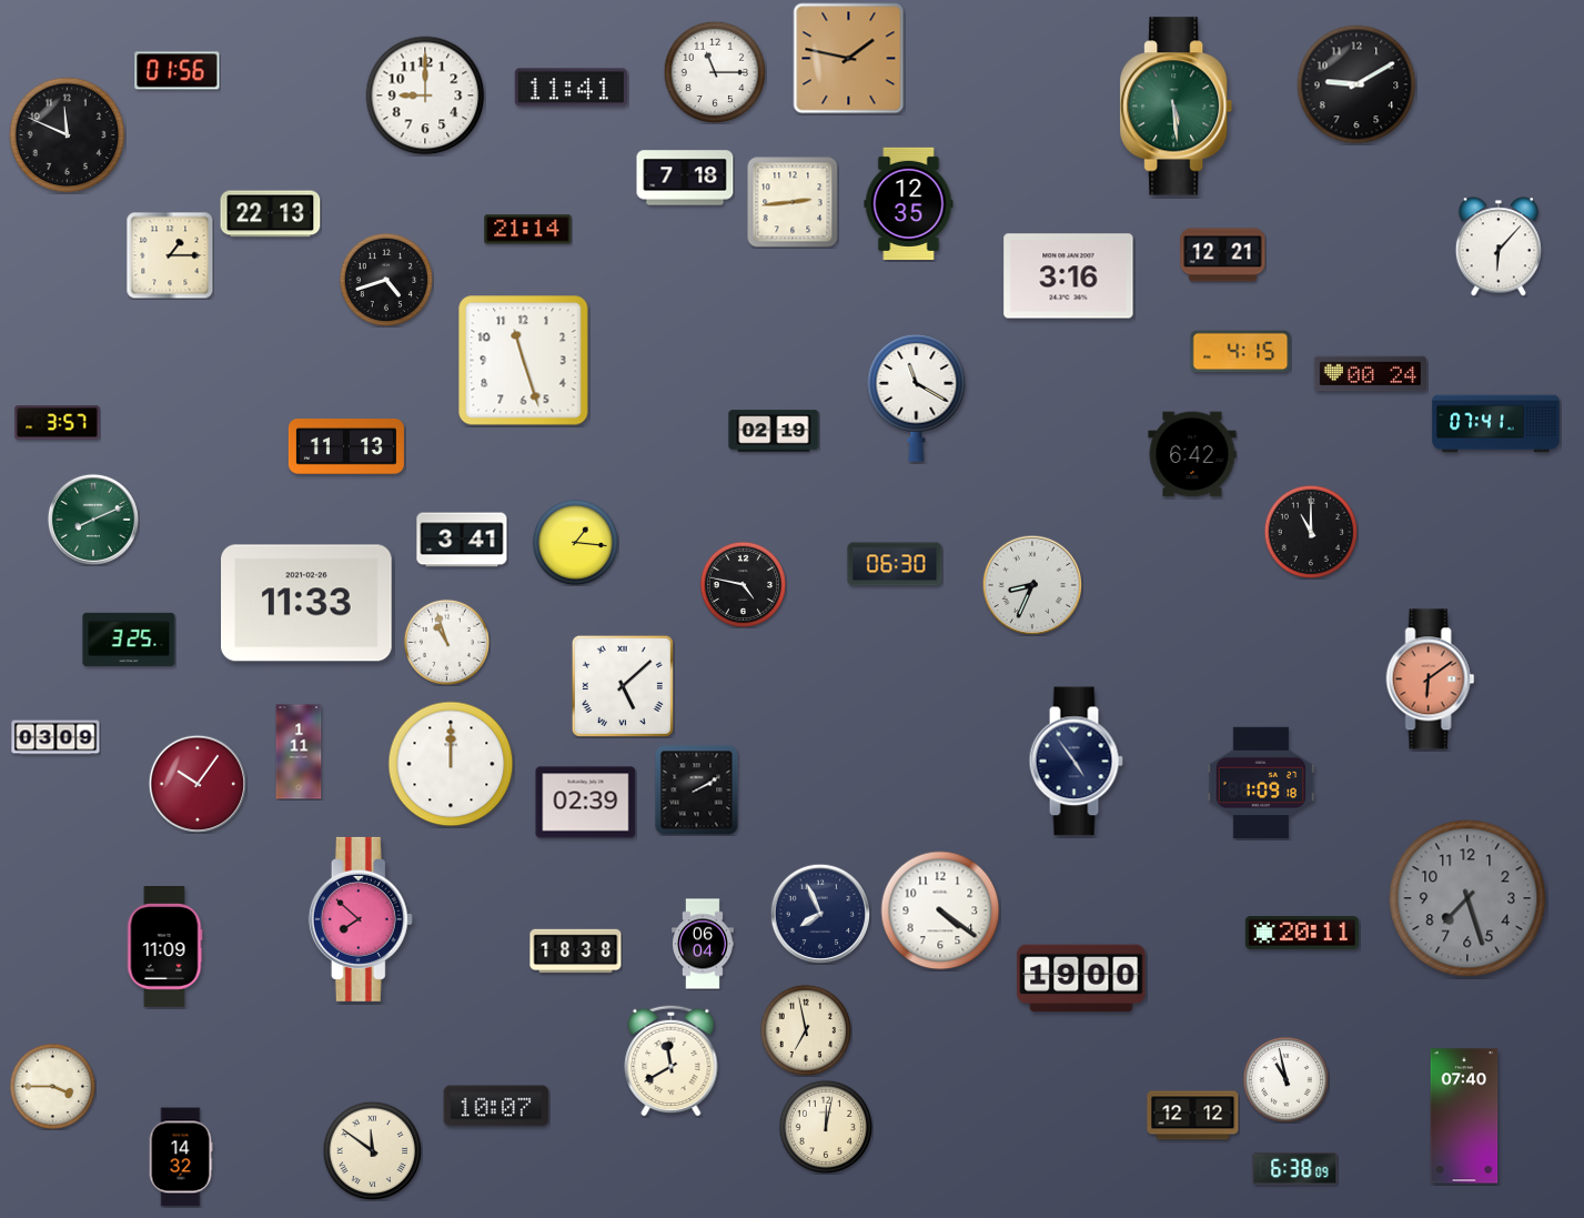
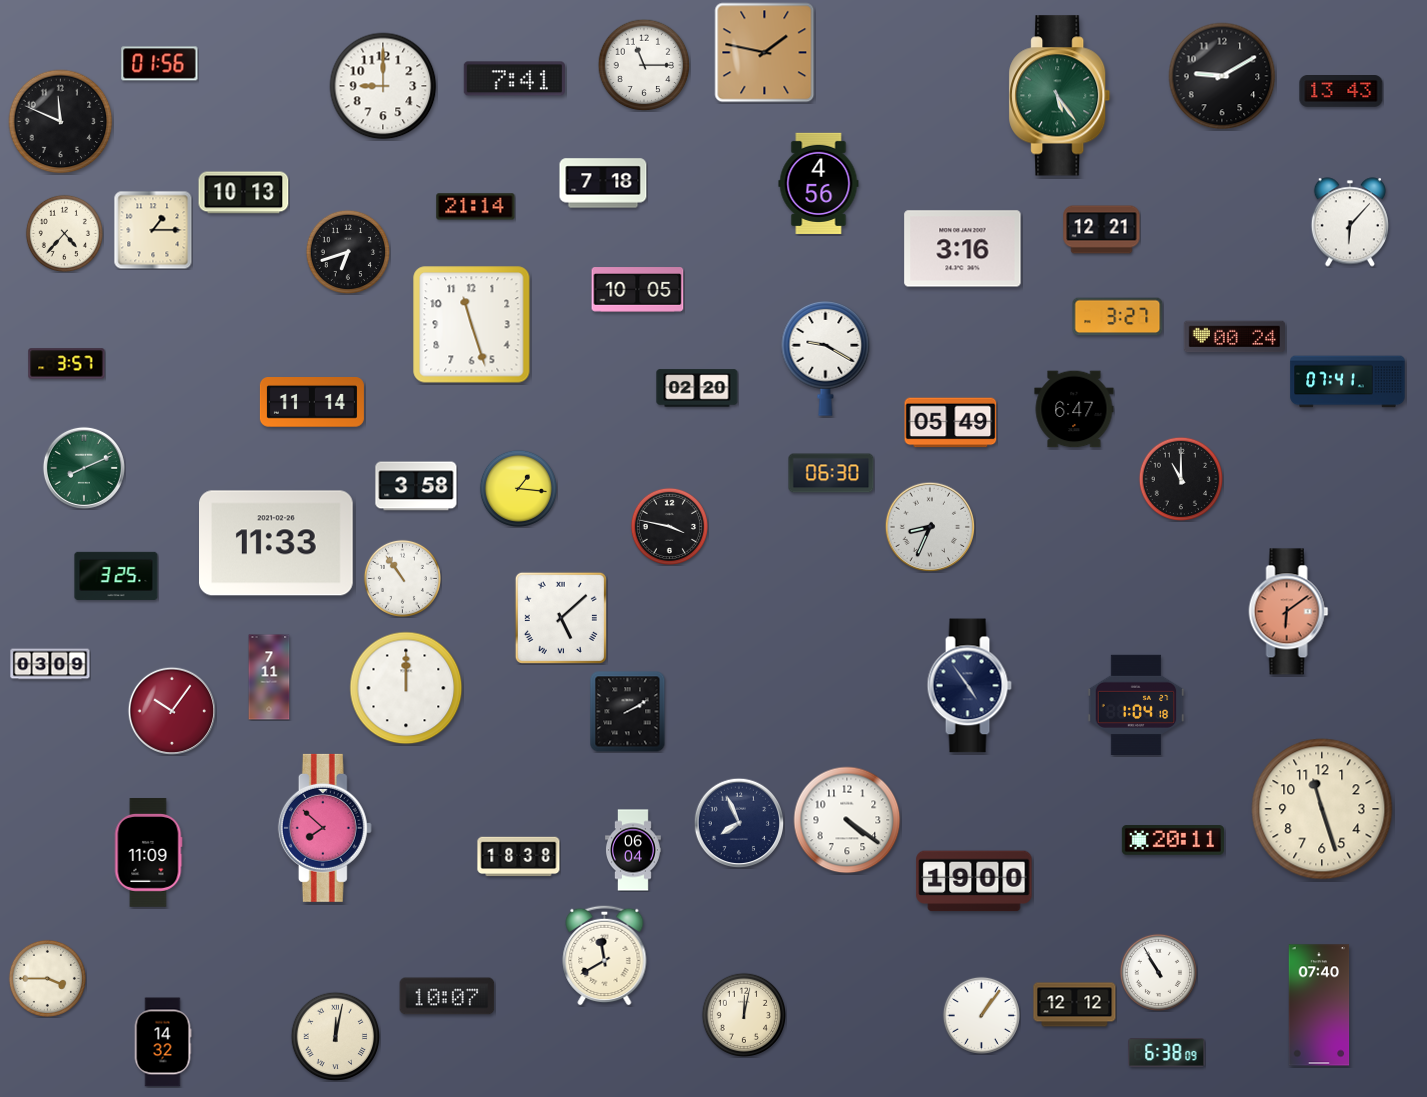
clock at (571, 88): 11:41 -> 7:41
clock at (1341, 92): none -> 13:43
clock at (1177, 107): 5:29 -> 5:24
clock at (685, 178) position: (685, 178) -> (603, 183)
clock at (793, 202): 2:44 -> none
clock at (909, 203): 12:35 -> 4:56
clock at (271, 214): 22:13 -> 10:13
clock at (64, 233): none -> 4:37
clock at (385, 279): 4:42 -> 6:42
clock at (638, 290): none -> 10:05
clock at (1241, 352): 4:15 -> 3:27
clock at (917, 397): 11:20 -> 9:20
clock at (58, 423) position: (58, 423) -> (67, 364)
clock at (774, 431): 02:19 -> 02:20
clock at (346, 446): 11:13 -> 11:14
clock at (1192, 454): 6:42 -> 6:47
clock at (951, 423): none -> 05:49
clock at (462, 540): 3:41 -> 3:58
clock at (895, 564) position: (895, 564) -> (831, 473)
clock at (743, 584): 4:47 -> 3:47
clock at (446, 642): 10:57 -> 10:54
clock at (299, 752): 1:11 -> 7:11
clock at (1261, 782): 1:09 -> 1:04
clock at (196, 783) position: (196, 783) -> (171, 710)
clock at (586, 803): 02:39 -> none
clock at (1467, 898): 7:27 -> 11:27
clock at (1467, 898) dial: grey -> cream
clock at (805, 1029): 6:58 -> none
clock at (1285, 1079): 10:58 -> 10:55
clock at (981, 1015): none -> 1:06
clock at (372, 1150): 11:51 -> 12:02
